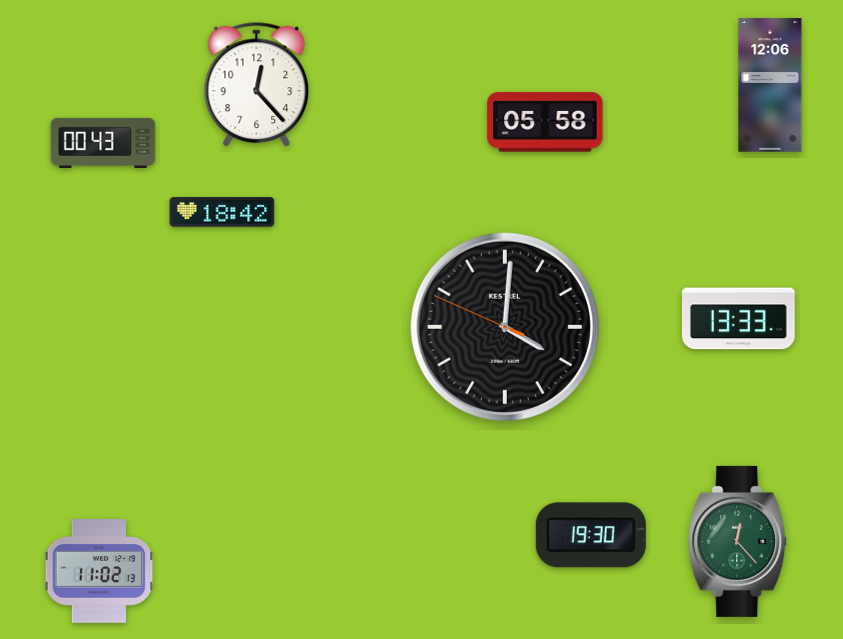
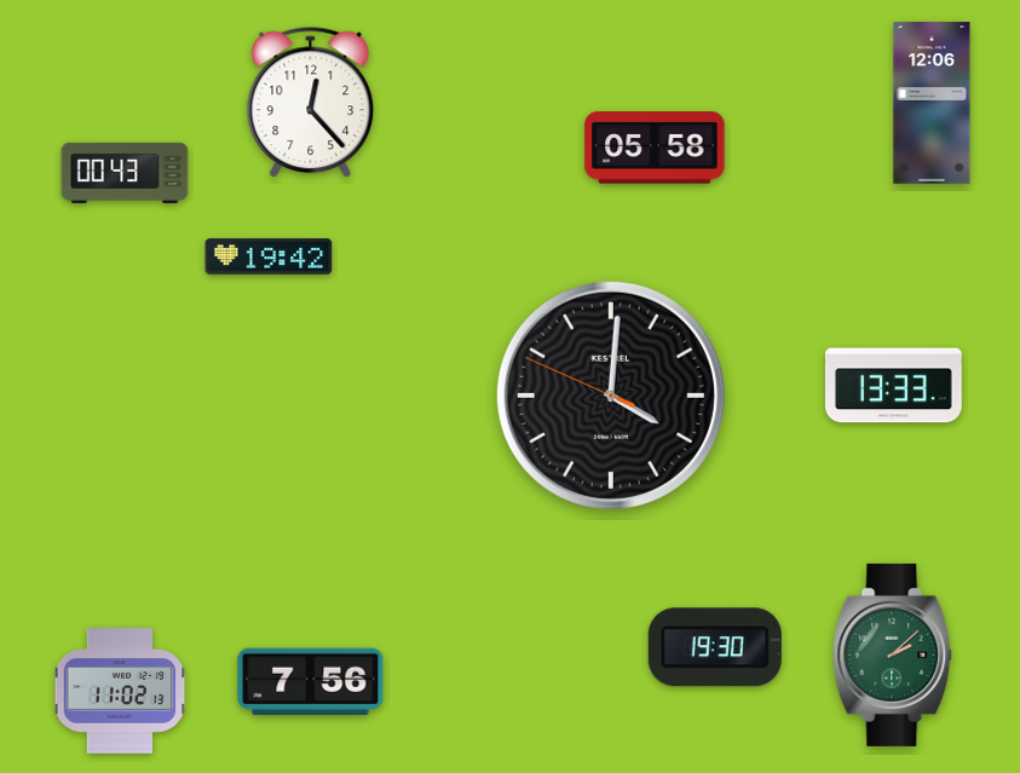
clock at (545, 122) position: (545, 122) -> (655, 148)
clock at (222, 212): 18:42 -> 19:42
clock at (738, 541): 12:23 -> 2:08
clock at (311, 682): none -> 7:56
